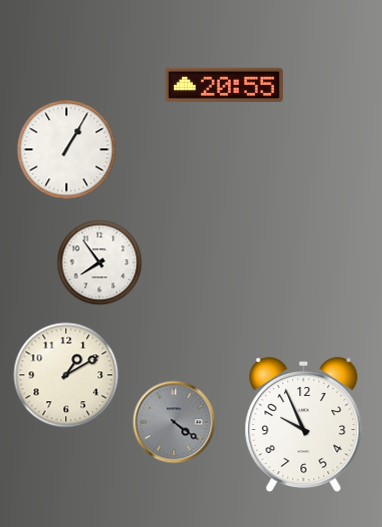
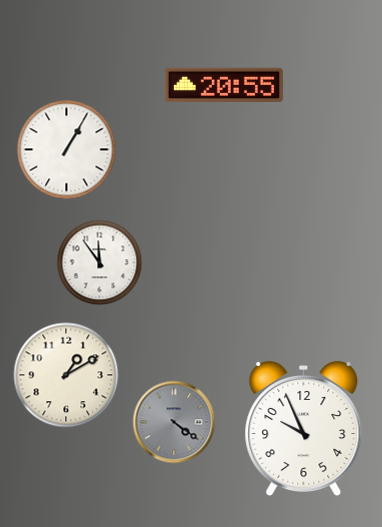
clock at (100, 263): 7:54 -> 11:54
clock at (304, 425) position: (304, 425) -> (304, 429)
